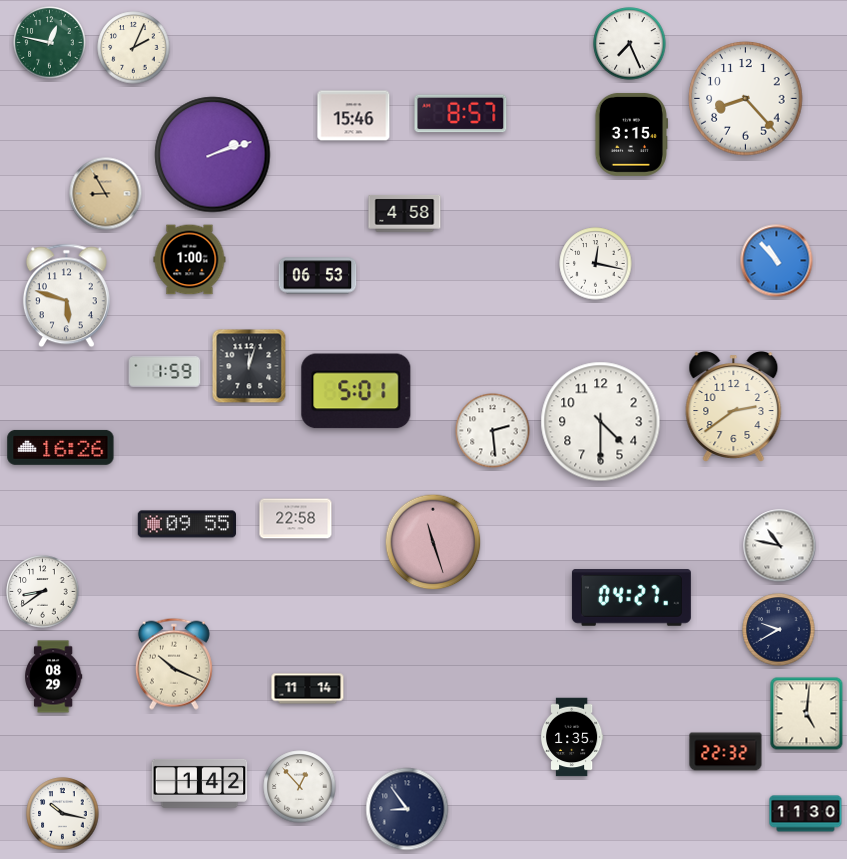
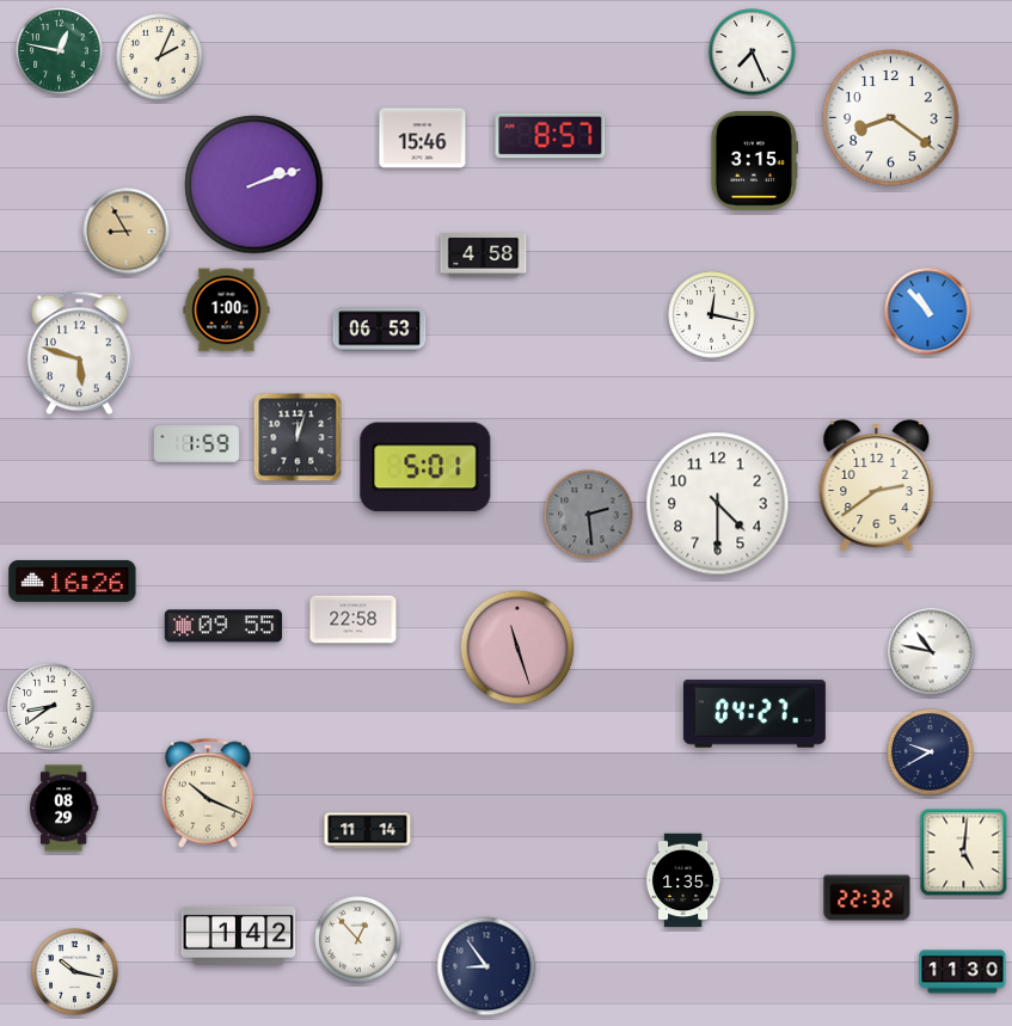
clock at (746, 99): 8:23 -> 8:21
clock at (493, 431) dial: white -> grey
clock at (61, 447) position: (61, 447) -> (73, 580)
clock at (308, 689) position: (308, 689) -> (368, 831)
